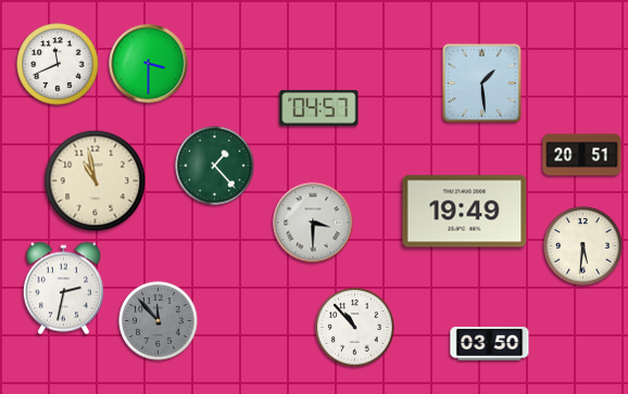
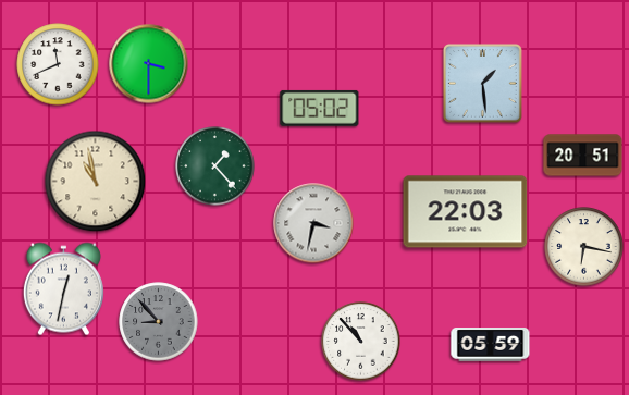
clock at (319, 107): 04:57 -> 05:02
clock at (465, 212): 19:49 -> 22:03
clock at (313, 223): 3:30 -> 3:32
clock at (583, 246): 5:31 -> 6:17
clock at (63, 289): 2:32 -> 12:32
clock at (159, 321): 11:53 -> 8:53
clock at (355, 328) position: (355, 328) -> (361, 342)
clock at (490, 344): 03:50 -> 05:59
